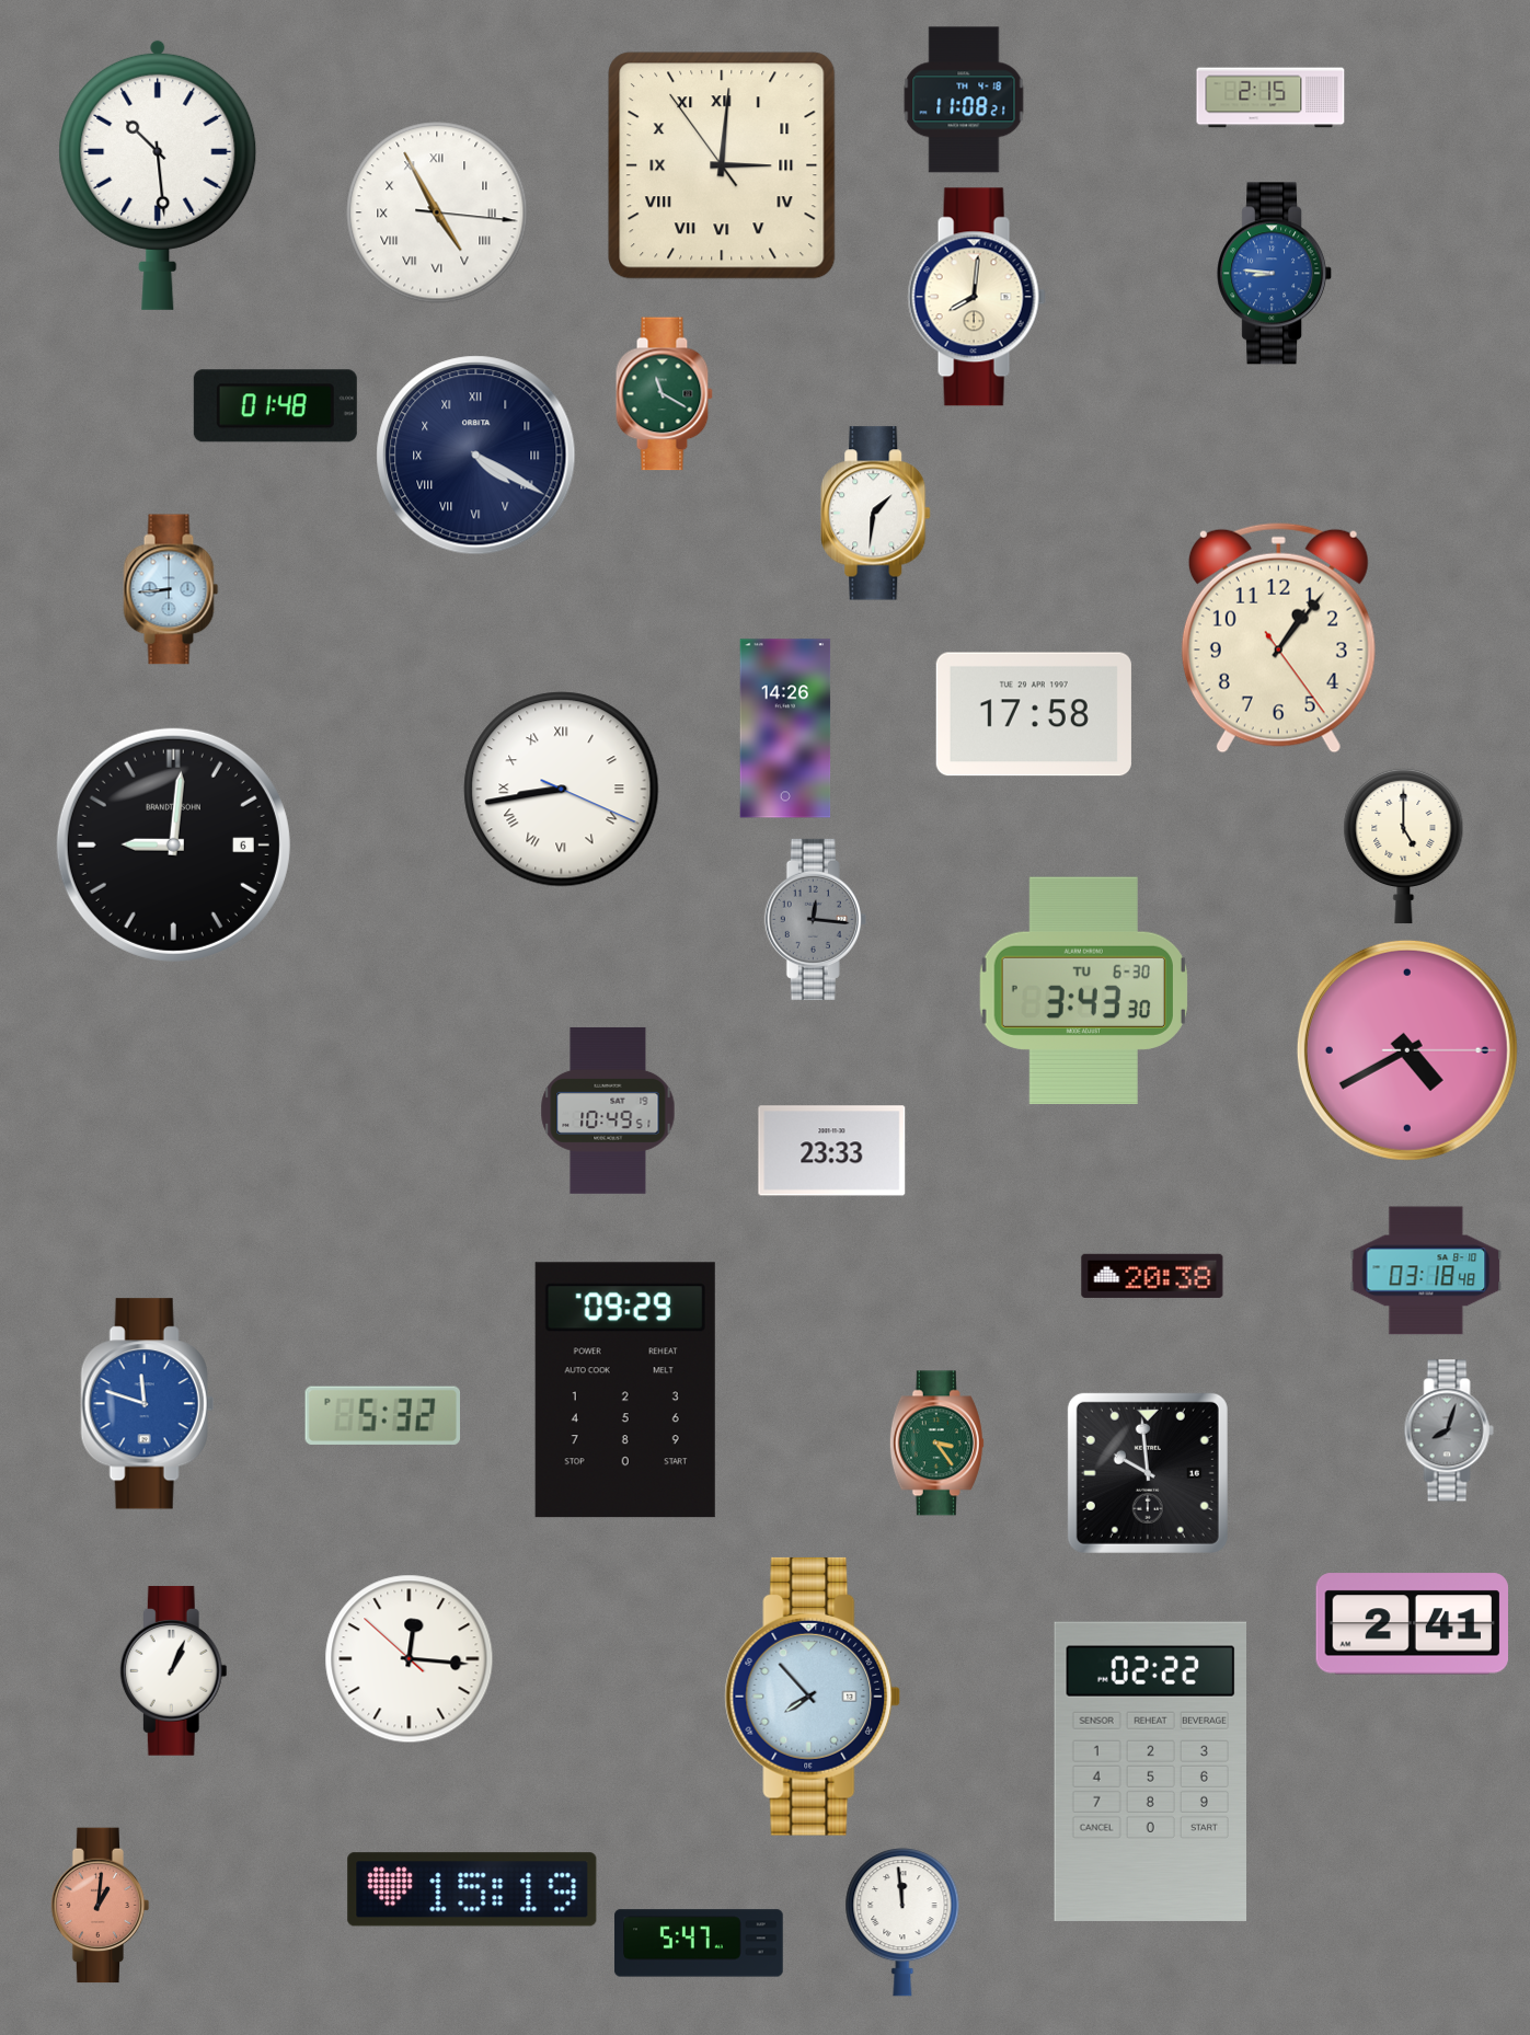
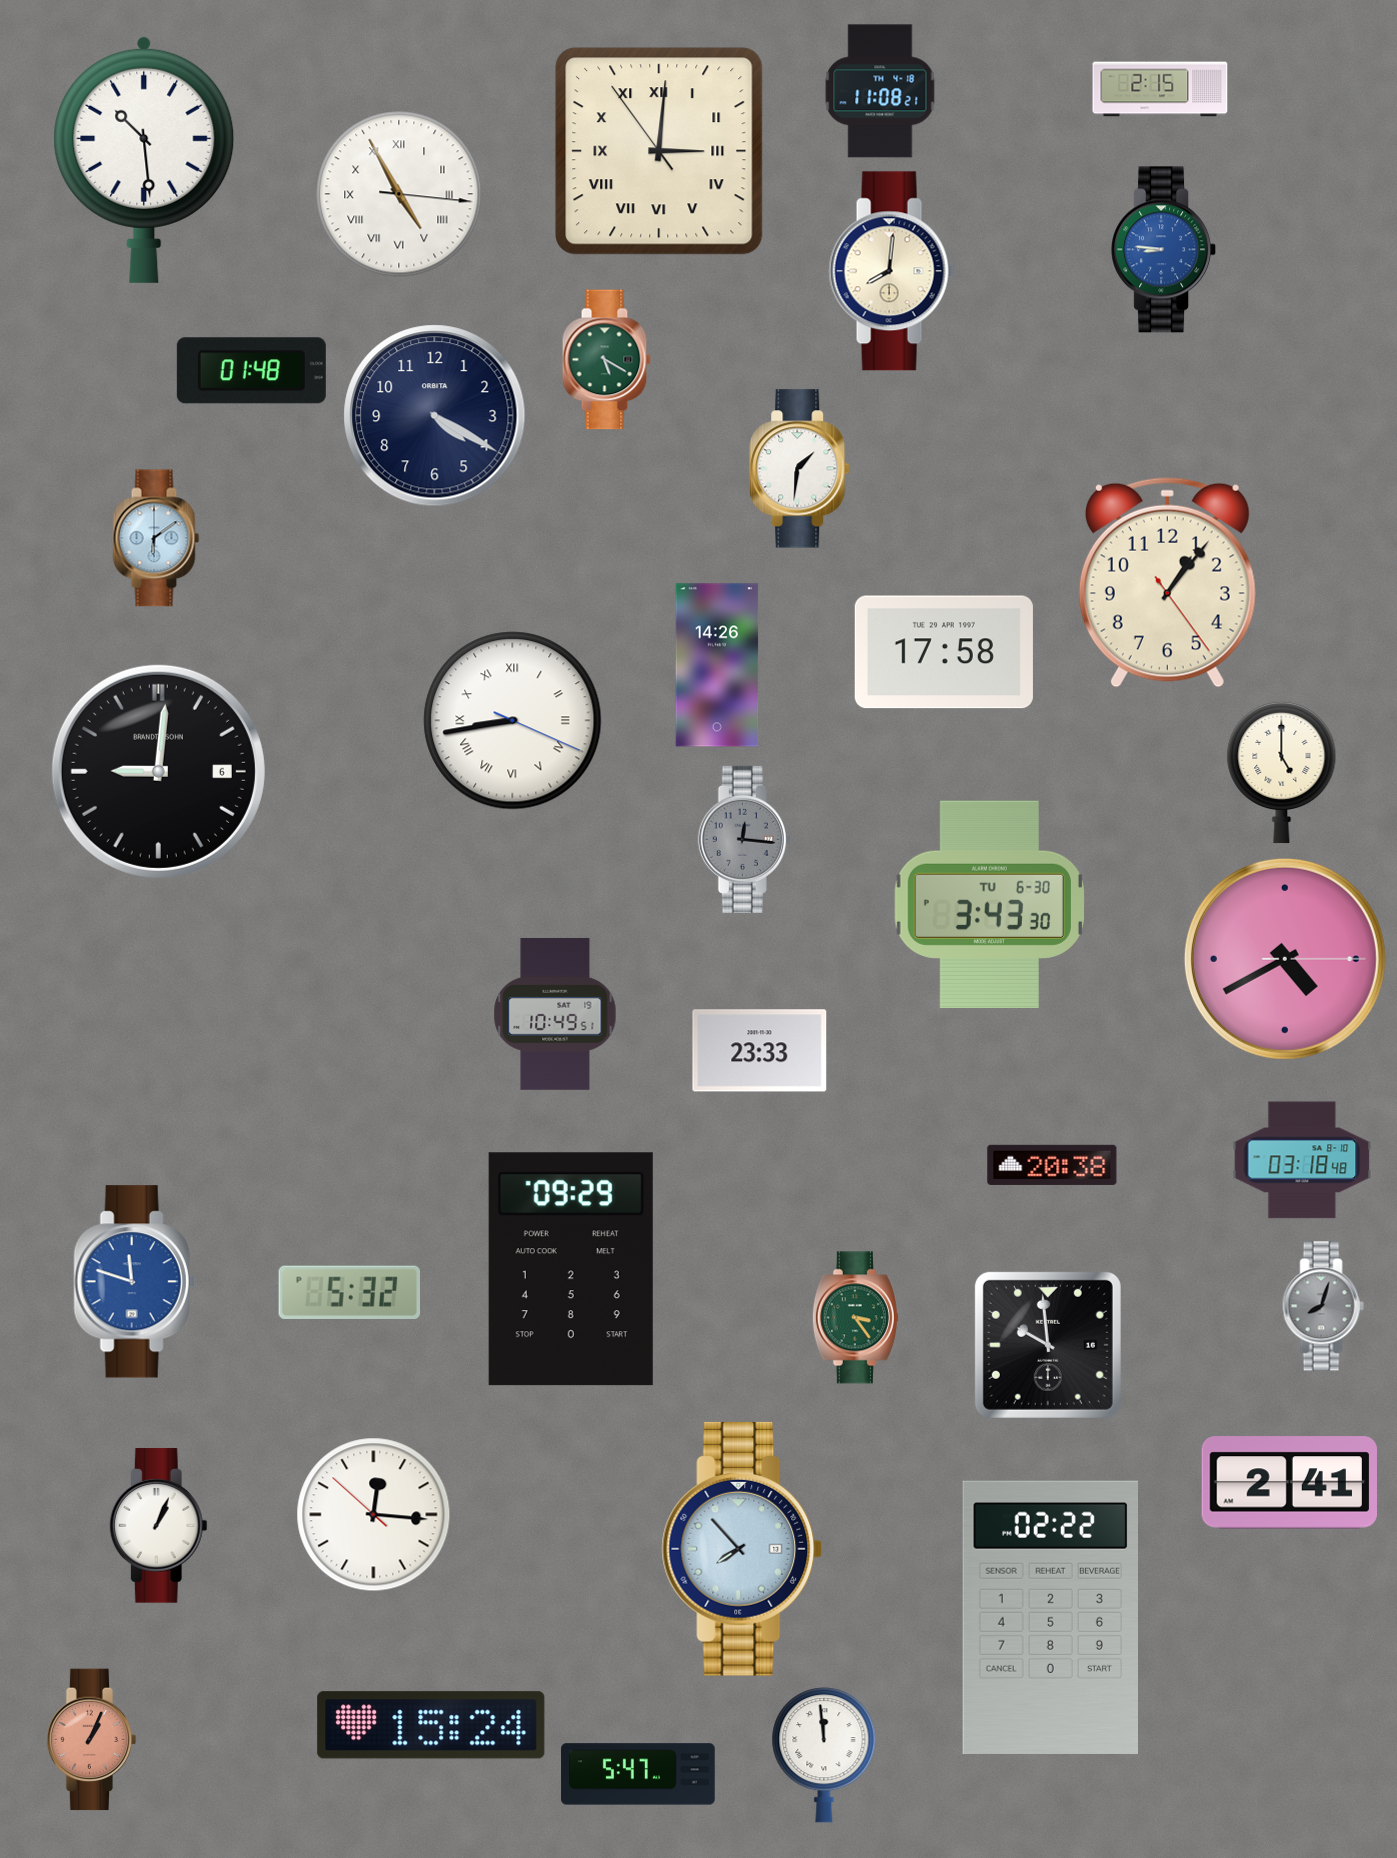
clock at (664, 394): 11:20 -> 5:20
clock at (476, 456) numerals: Roman -> Arabic
clock at (171, 589): 8:44 -> 6:09
clock at (472, 1889): 15:19 -> 15:24
clock at (101, 1906): 1:01 -> 1:04
